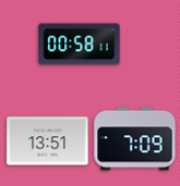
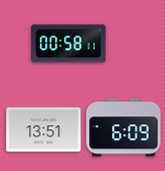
clock at (80, 45) position: (80, 45) -> (69, 44)
clock at (135, 139): 7:09 -> 6:09
